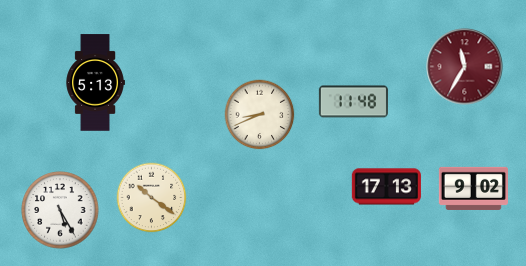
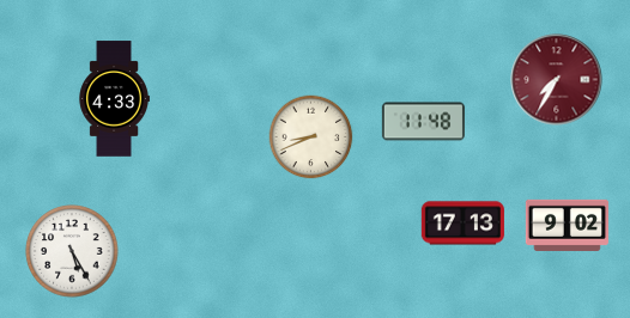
clock at (465, 67): 11:35 -> 7:35
clock at (95, 83): 5:13 -> 4:33
clock at (152, 198): 10:21 -> none
